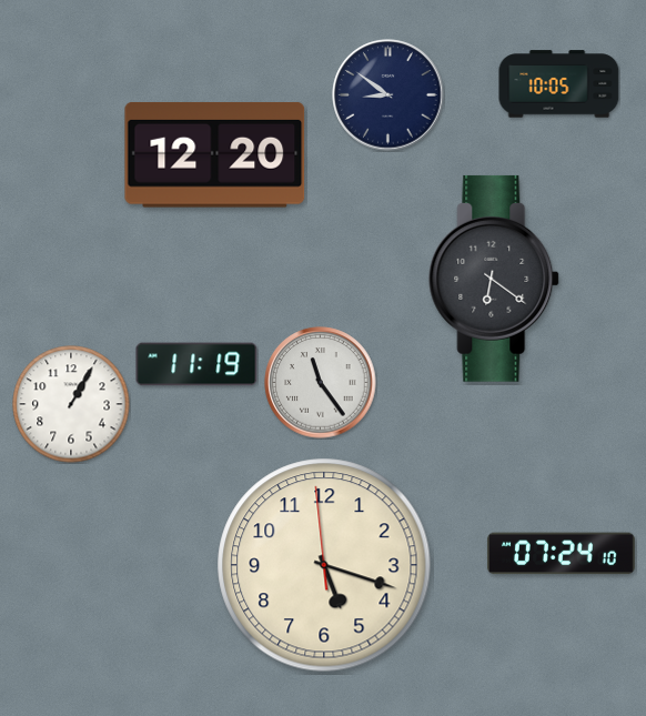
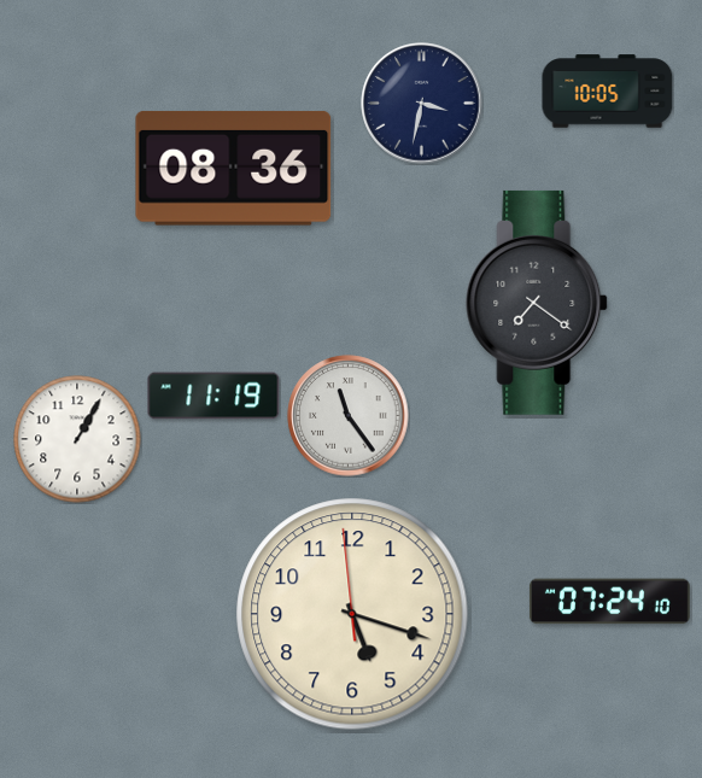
clock at (388, 95): 8:51 -> 3:32
clock at (215, 155): 12:20 -> 08:36
clock at (495, 279): 6:21 -> 7:21
